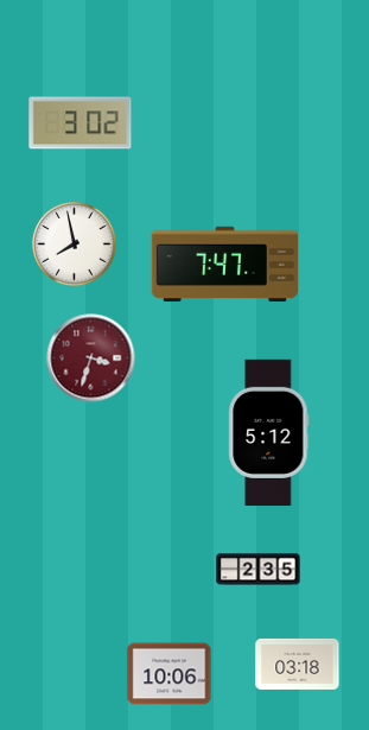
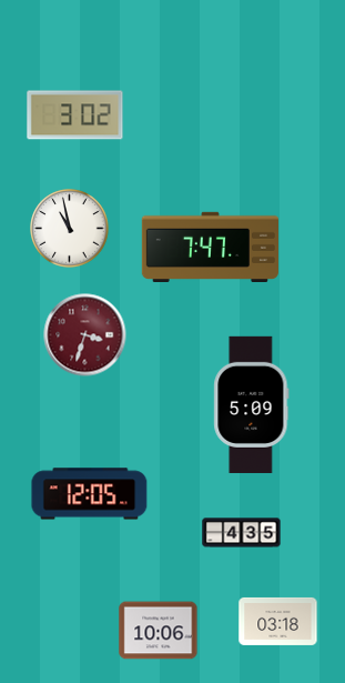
clock at (75, 245): 7:58 -> 10:58
clock at (269, 432): 5:12 -> 5:09
clock at (90, 494): none -> 12:05
clock at (259, 570): 2:35 -> 4:35
